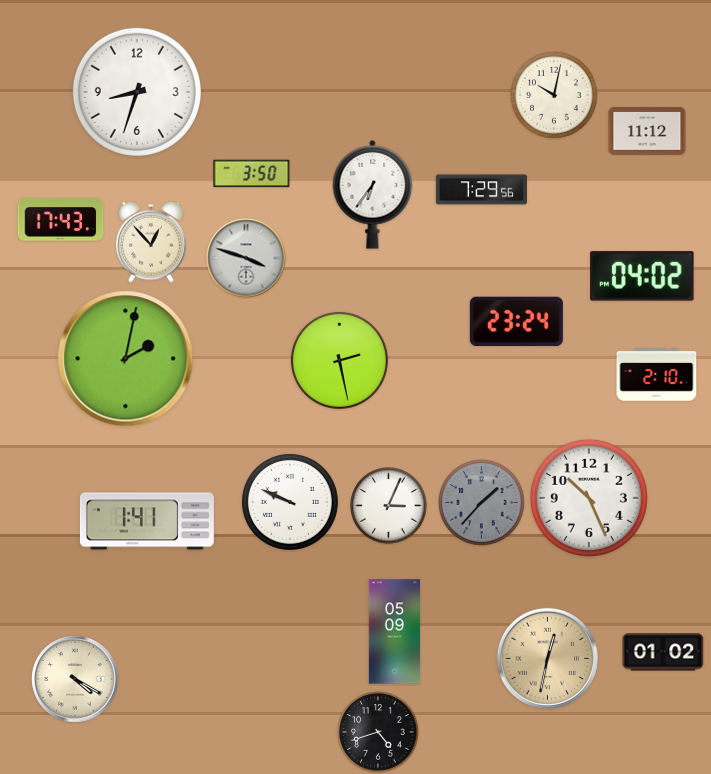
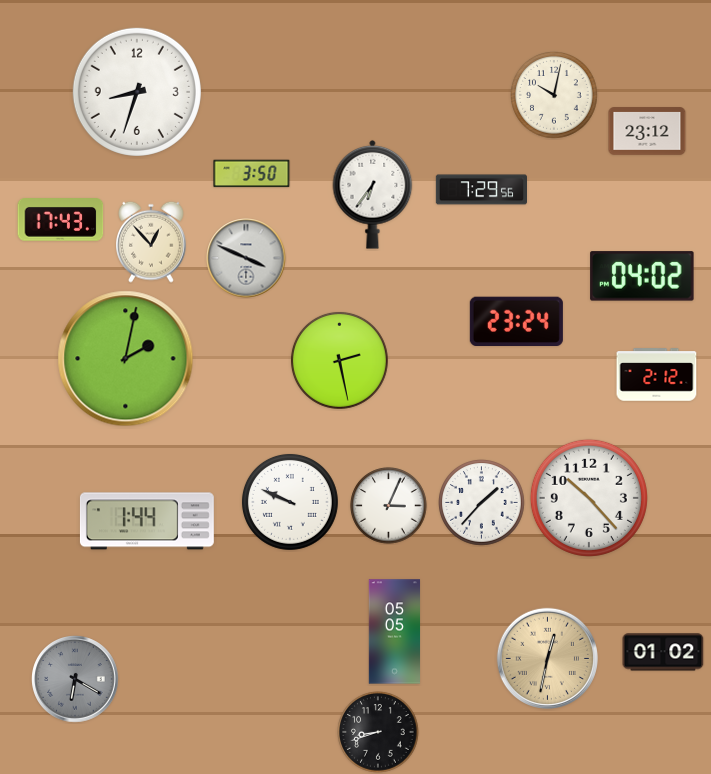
clock at (647, 131): 11:12 -> 23:12
clock at (246, 258): 3:48 -> 3:49
clock at (657, 375): 2:10 -> 2:12
clock at (589, 498): 10:26 -> 10:23
clock at (482, 503) dial: grey -> white
clock at (147, 521): 1:41 -> 1:44
clock at (395, 632): 05:09 -> 05:05
clock at (75, 679): 4:20 -> 6:20
clock at (75, 679) dial: cream -> grey
clock at (378, 732): 4:42 -> 8:42
